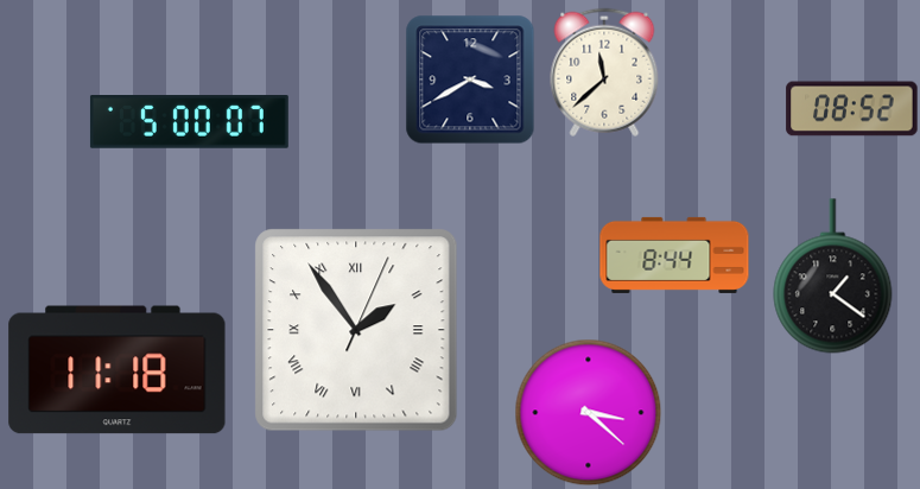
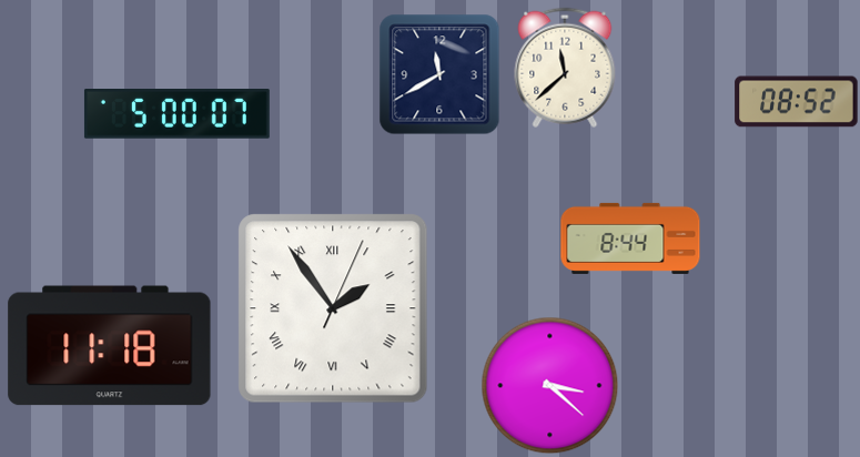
clock at (470, 80): 3:40 -> 11:40
clock at (833, 277): 1:21 -> none
